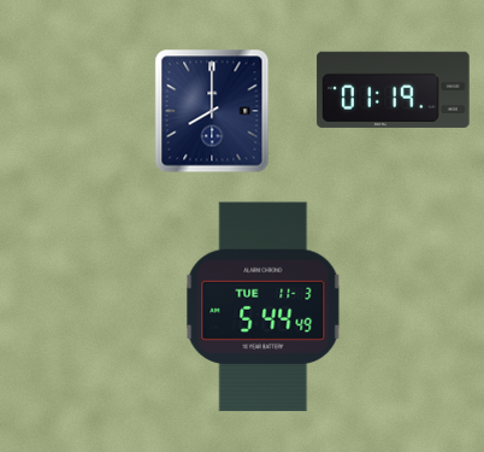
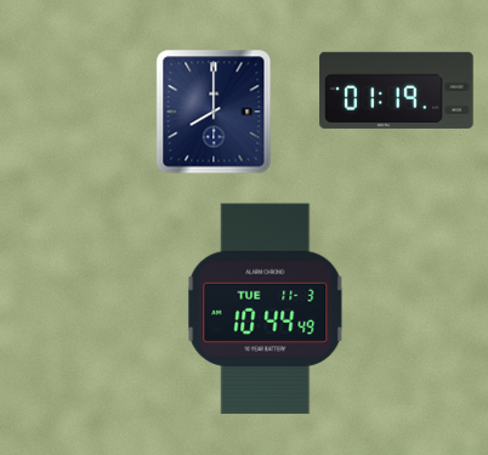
clock at (264, 307): 5:44 -> 10:44
